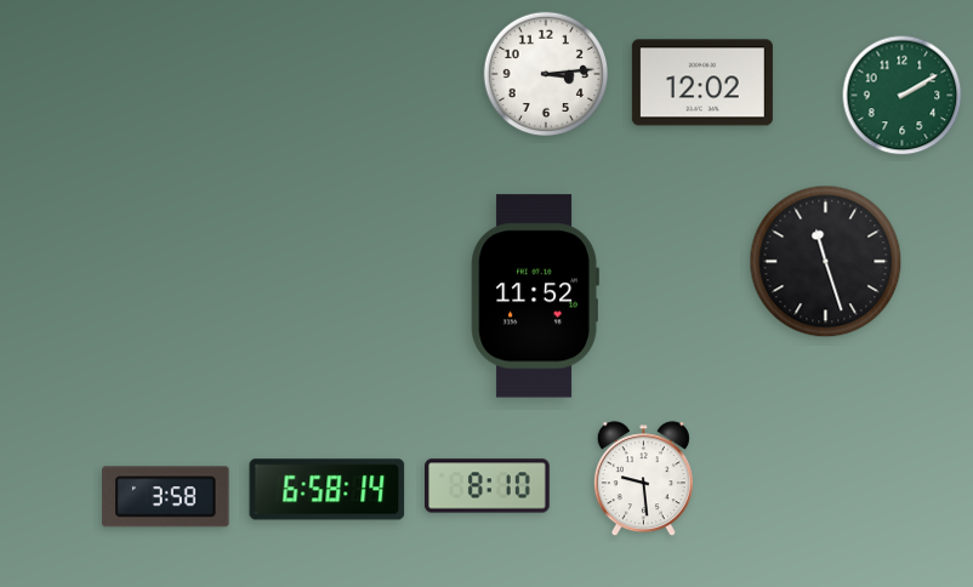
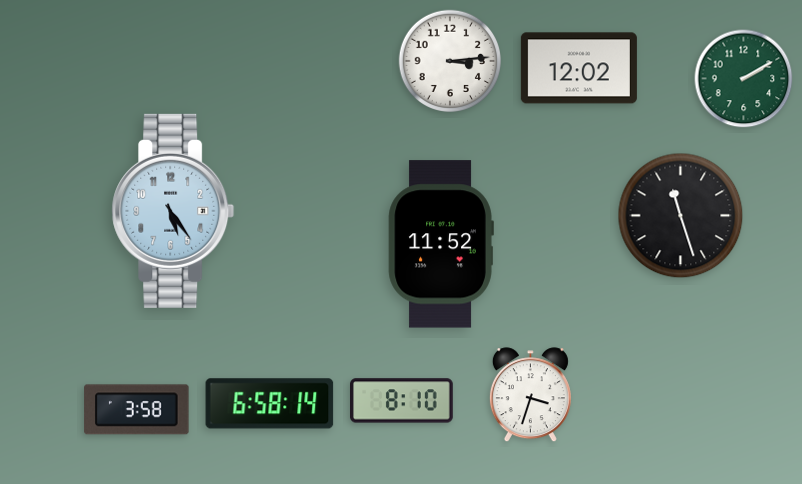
clock at (173, 211): none -> 5:24
clock at (643, 479): 9:29 -> 3:33
